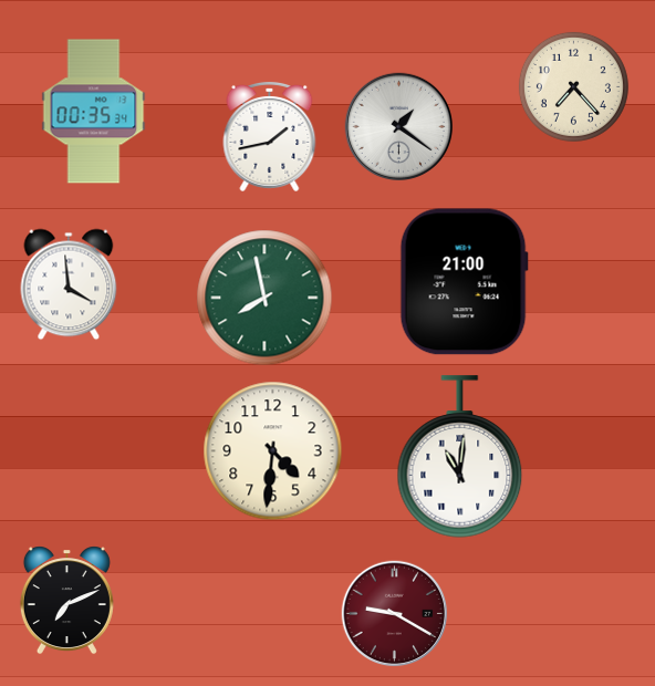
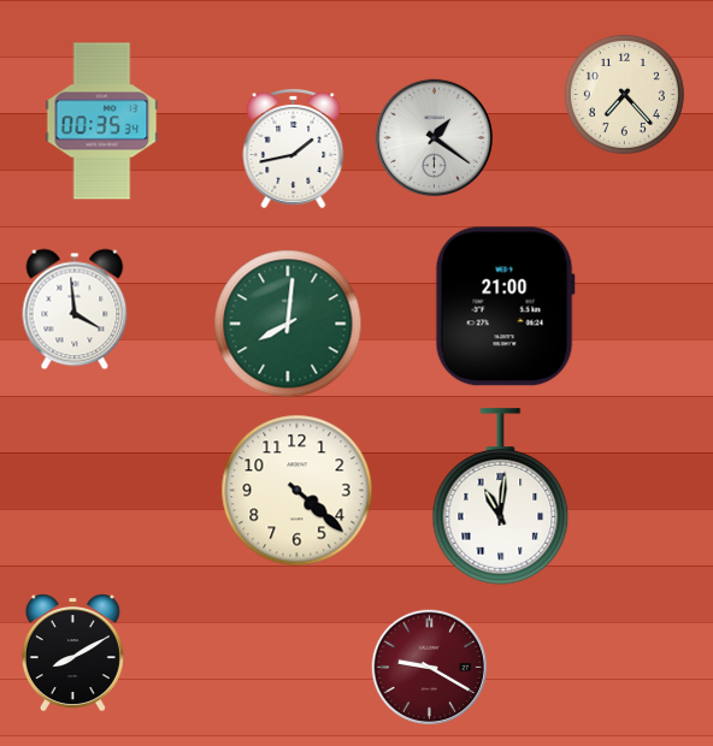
clock at (264, 298): 7:58 -> 8:01
clock at (273, 451): 4:31 -> 4:22
clock at (66, 601): 7:11 -> 8:10
